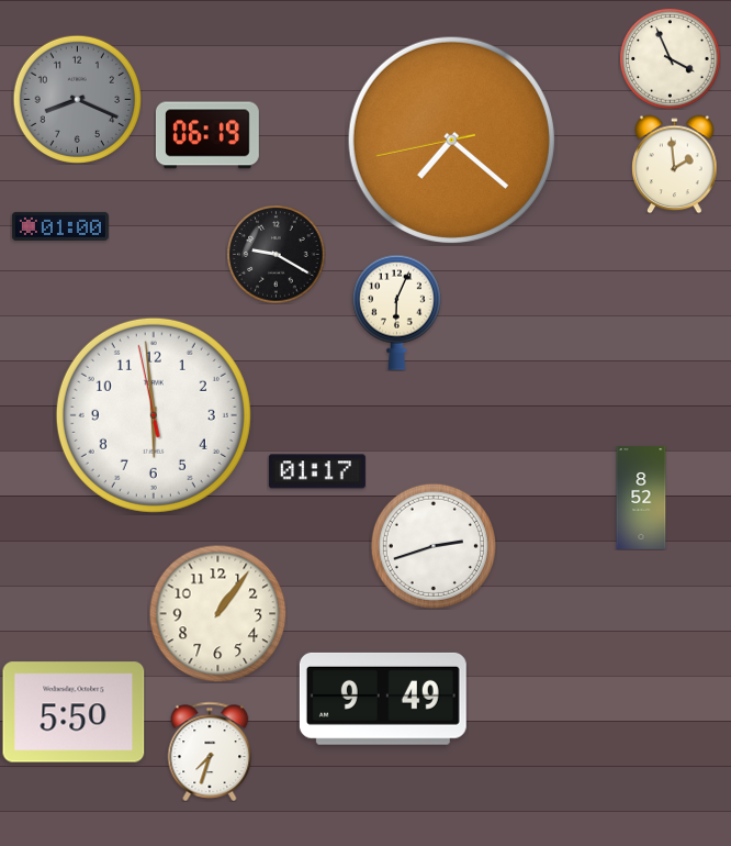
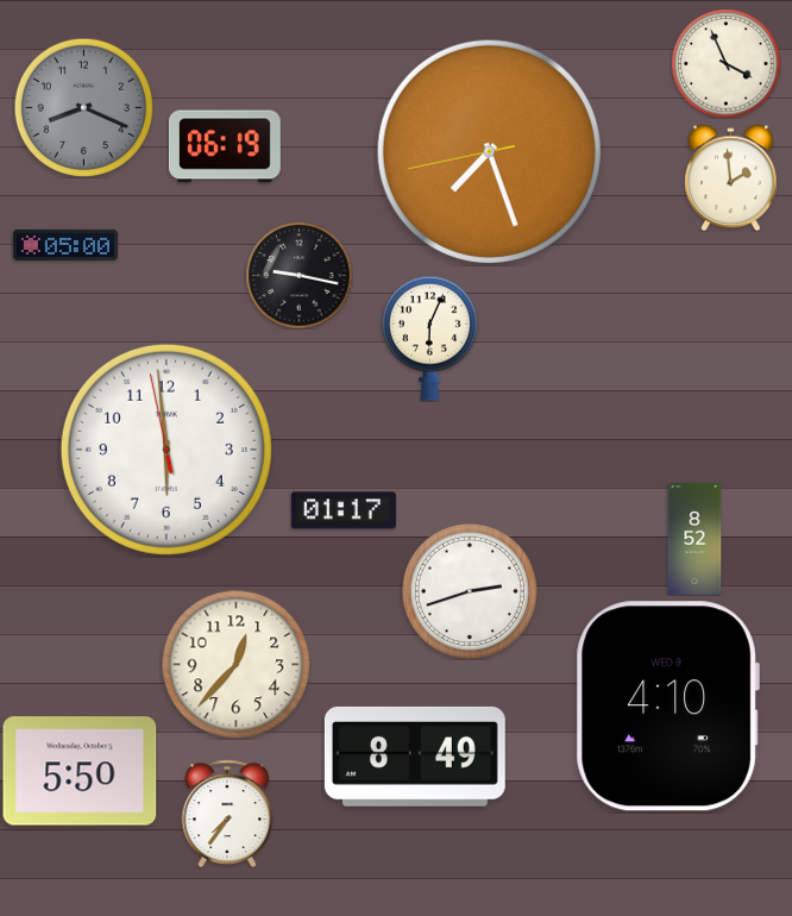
clock at (451, 140): 7:21 -> 7:26
clock at (60, 226): 01:00 -> 05:00
clock at (275, 254): 9:20 -> 9:17
clock at (217, 613): 1:06 -> 12:37
clock at (667, 707): none -> 4:10
clock at (383, 699): 9:49 -> 8:49
clock at (210, 752): 7:33 -> 7:36
